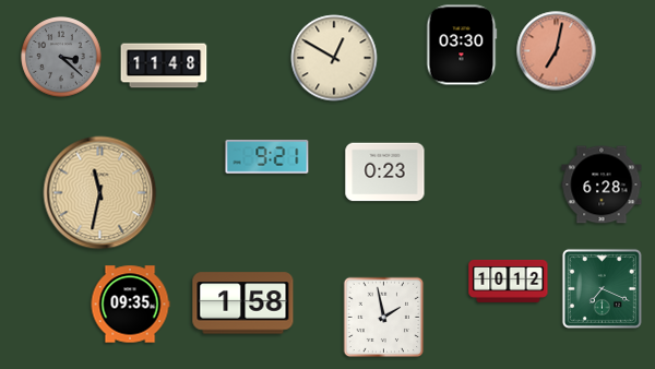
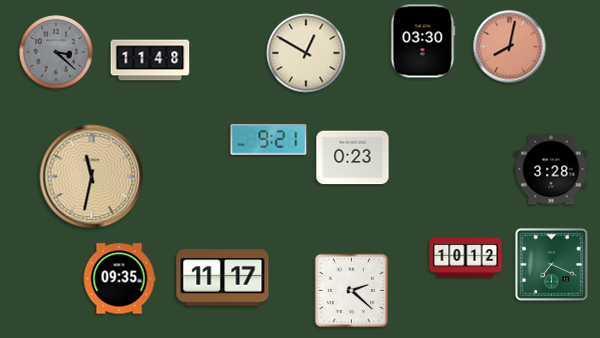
clock at (557, 51): 7:02 -> 8:02
clock at (267, 157) position: (267, 157) -> (269, 140)
clock at (602, 184): 6:28 -> 3:28
clock at (243, 303): 1:58 -> 11:17
clock at (384, 318): 1:58 -> 2:22
